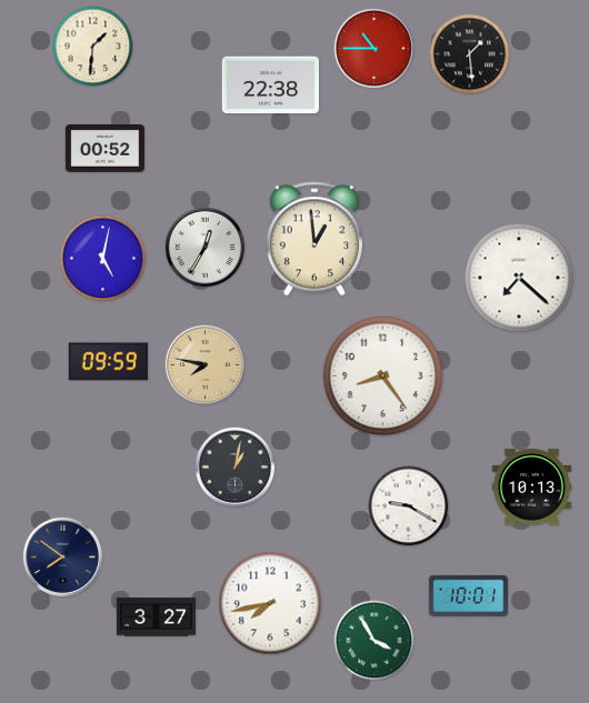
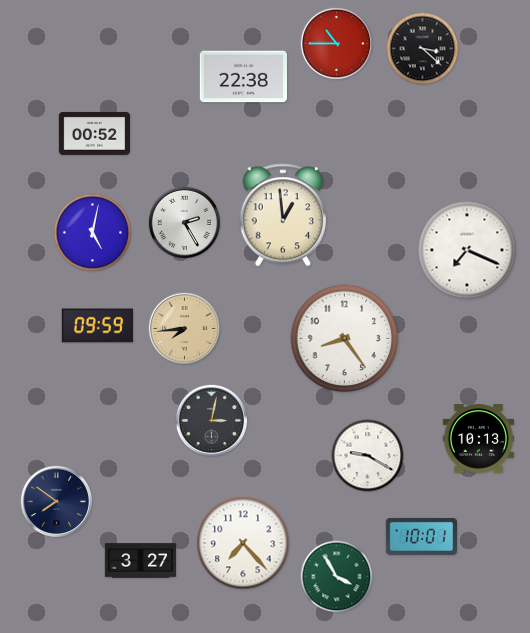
clock at (93, 47): 1:31 -> none
clock at (470, 54): 1:29 -> 3:22
clock at (206, 248): 12:35 -> 2:25
clock at (519, 278): 7:22 -> 7:19
clock at (206, 365): 7:47 -> 7:44
clock at (236, 468): 1:02 -> 3:02
clock at (270, 603): 7:43 -> 7:23
clock at (157, 617) position: (157, 617) -> (141, 561)
